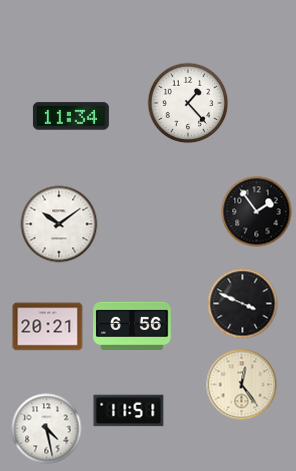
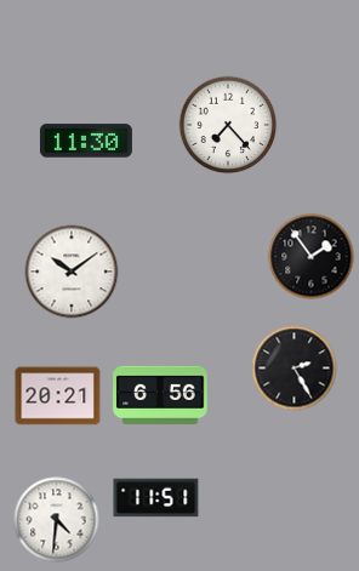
clock at (188, 103): 1:23 -> 7:23
clock at (71, 116): 11:34 -> 11:30
clock at (243, 304): 3:49 -> 2:25
clock at (242, 385): 12:24 -> none
clock at (47, 429): 4:28 -> 4:31
